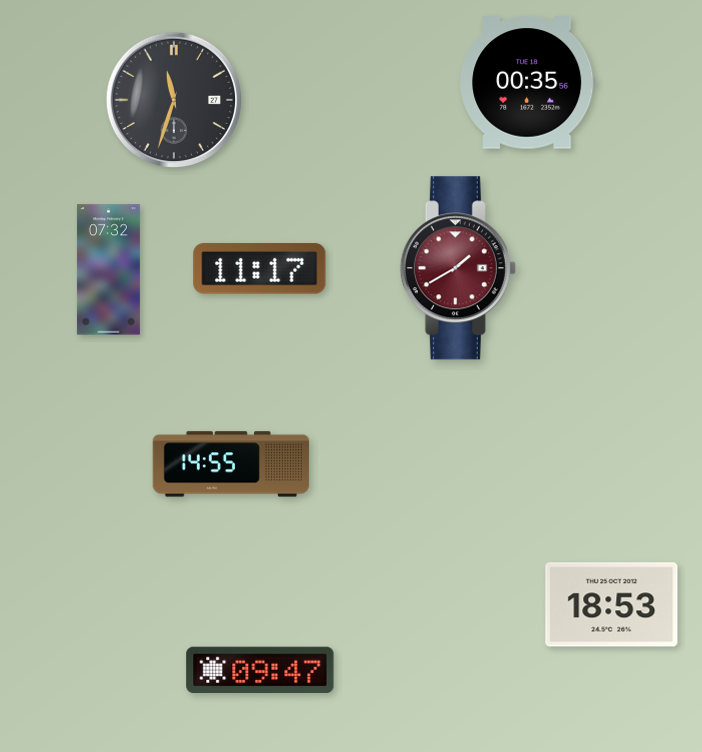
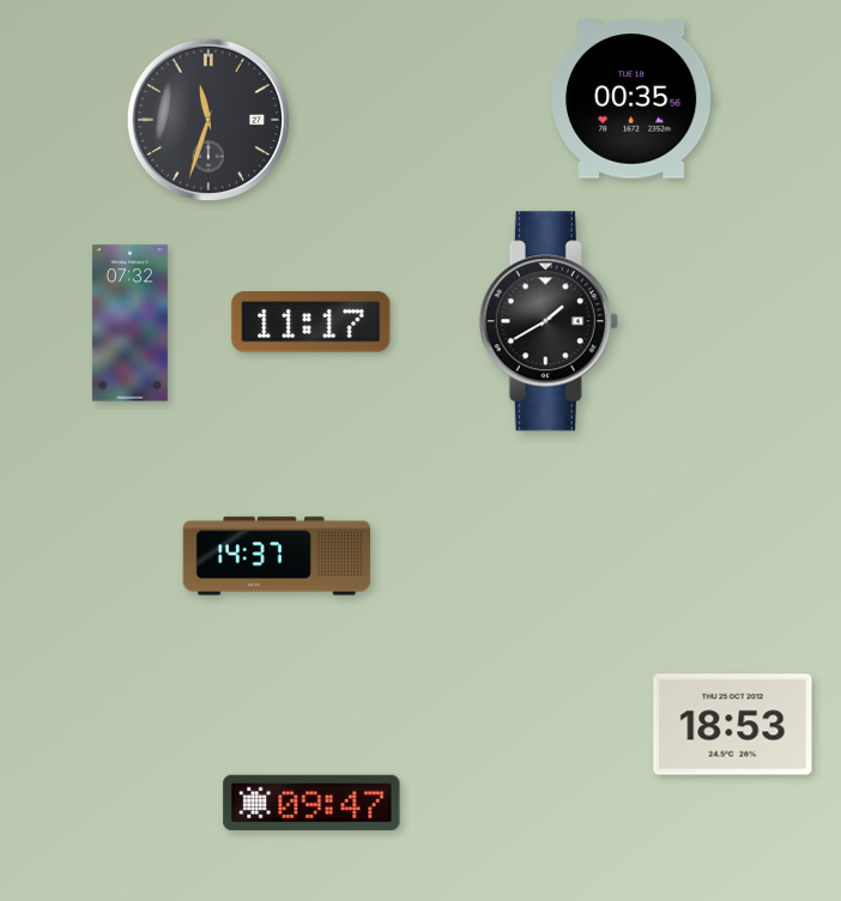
clock at (458, 268) dial: burgundy -> black
clock at (231, 464): 14:55 -> 14:37
